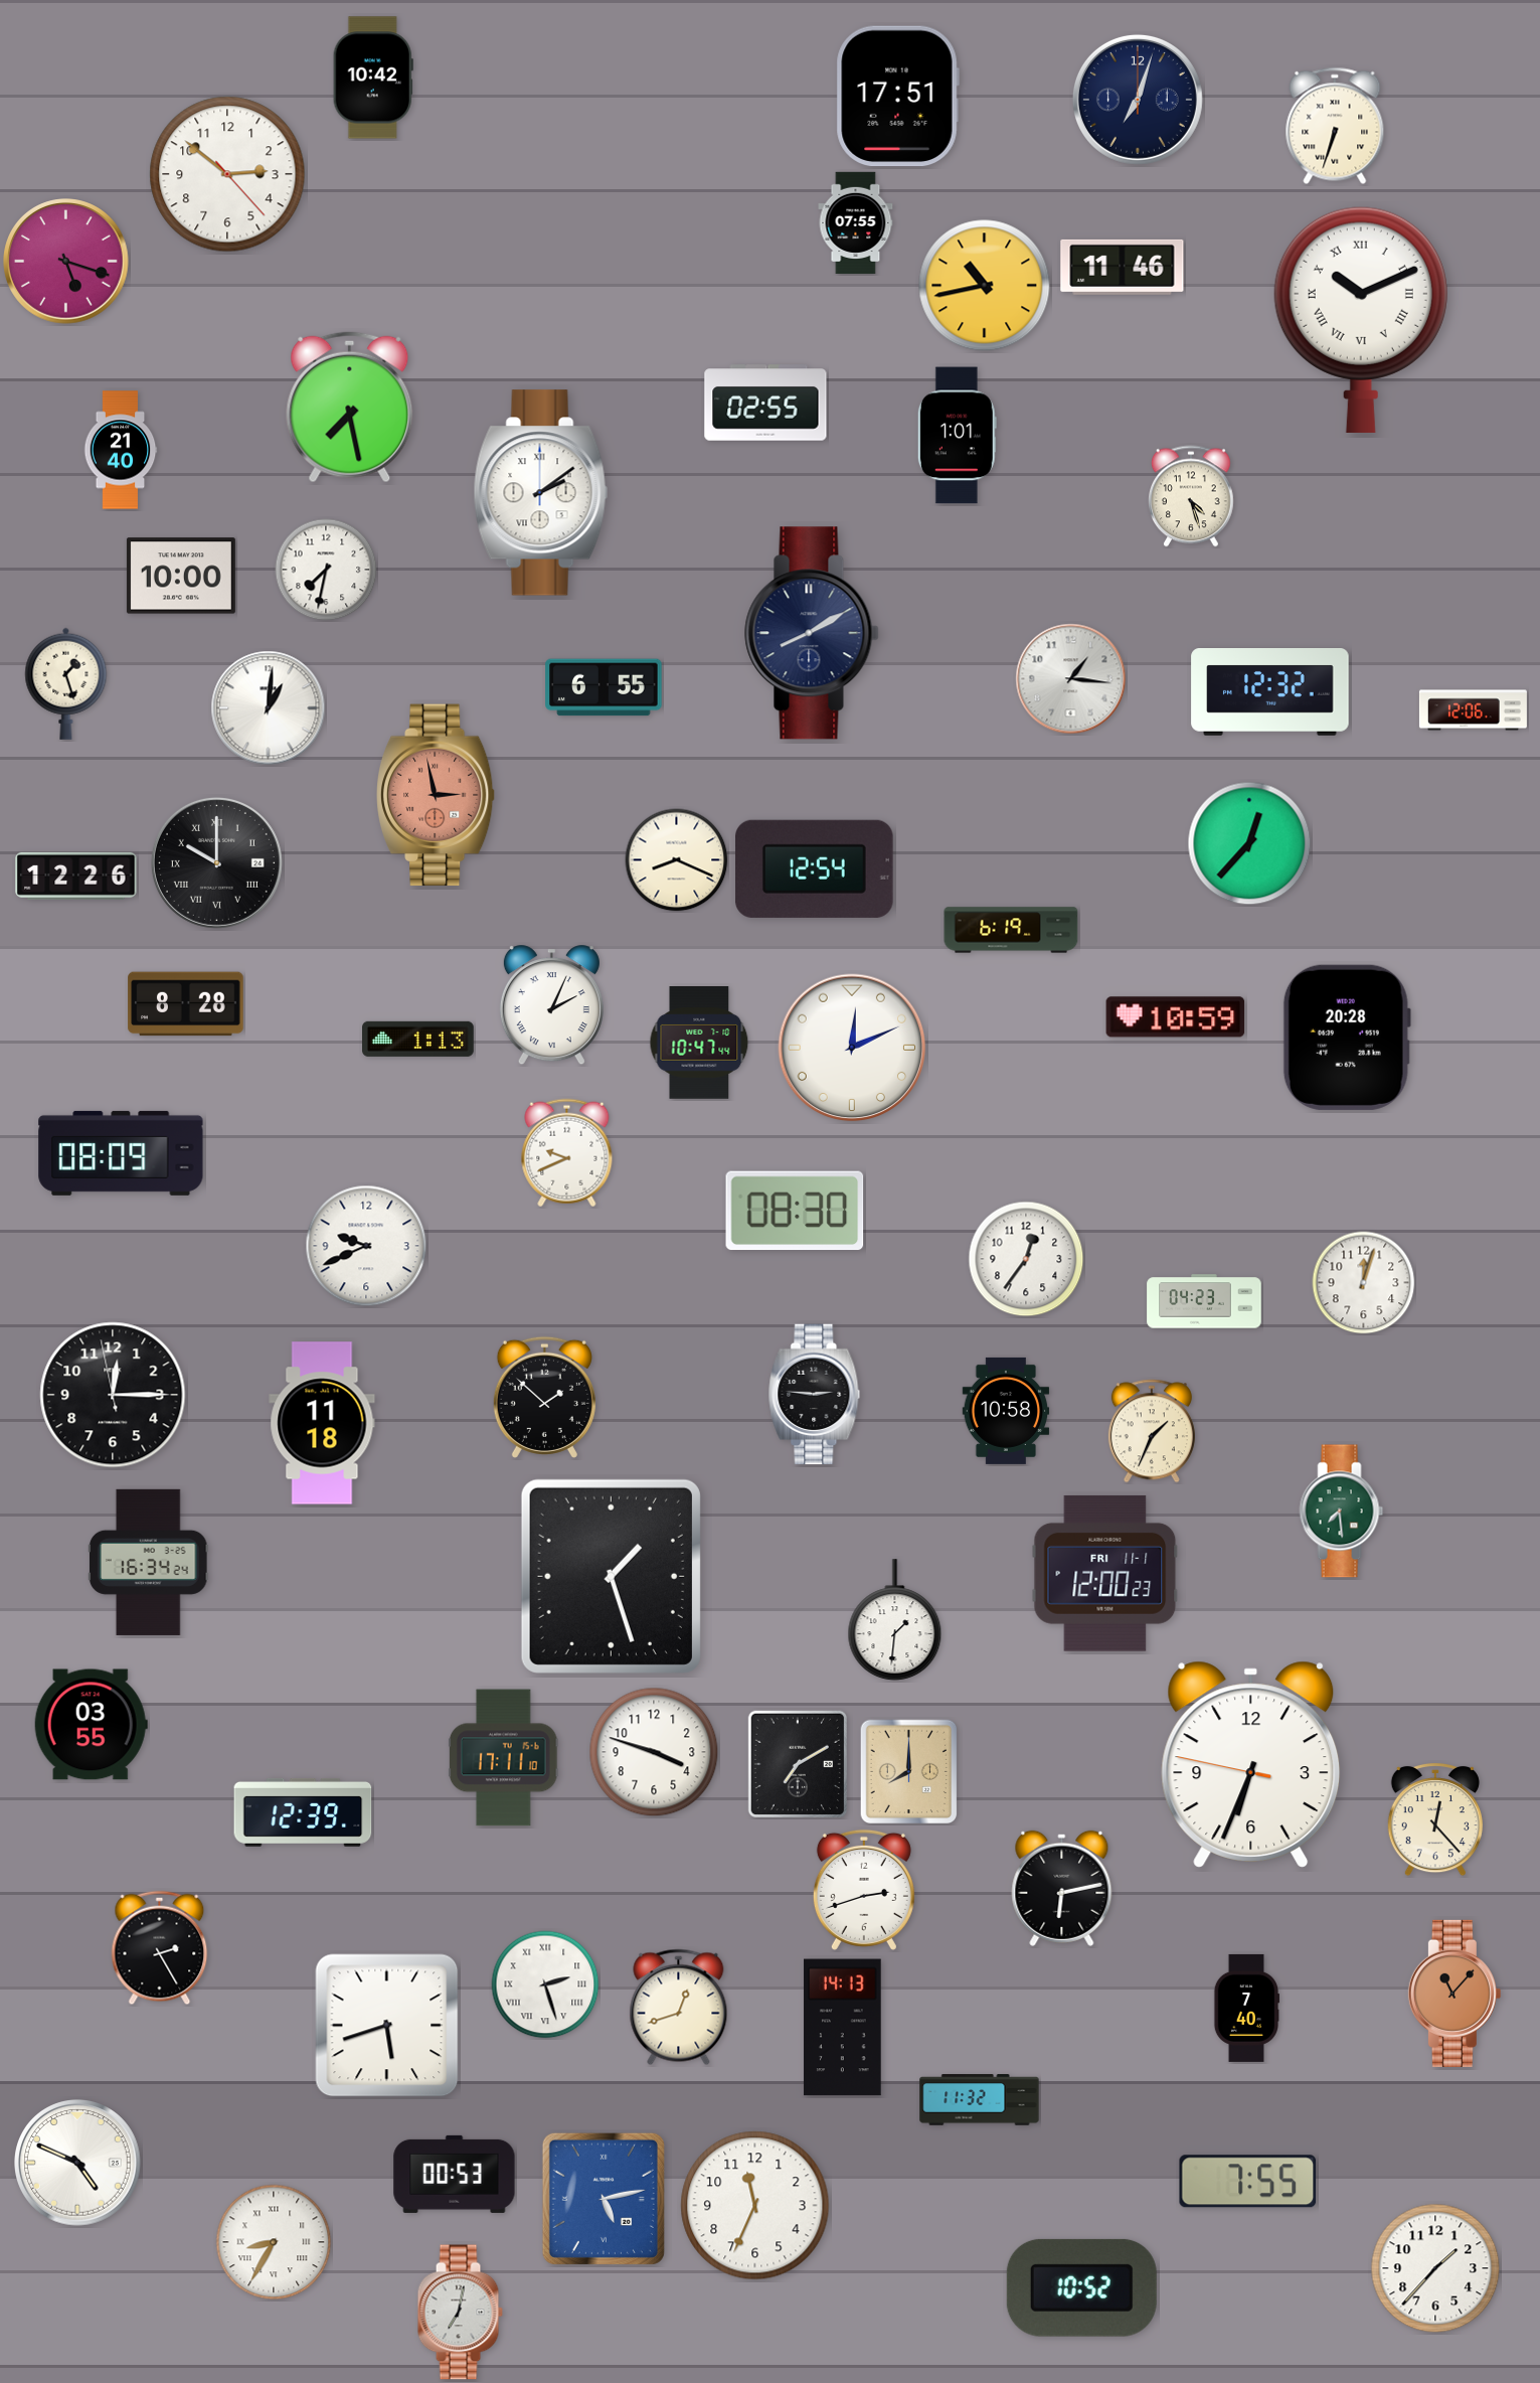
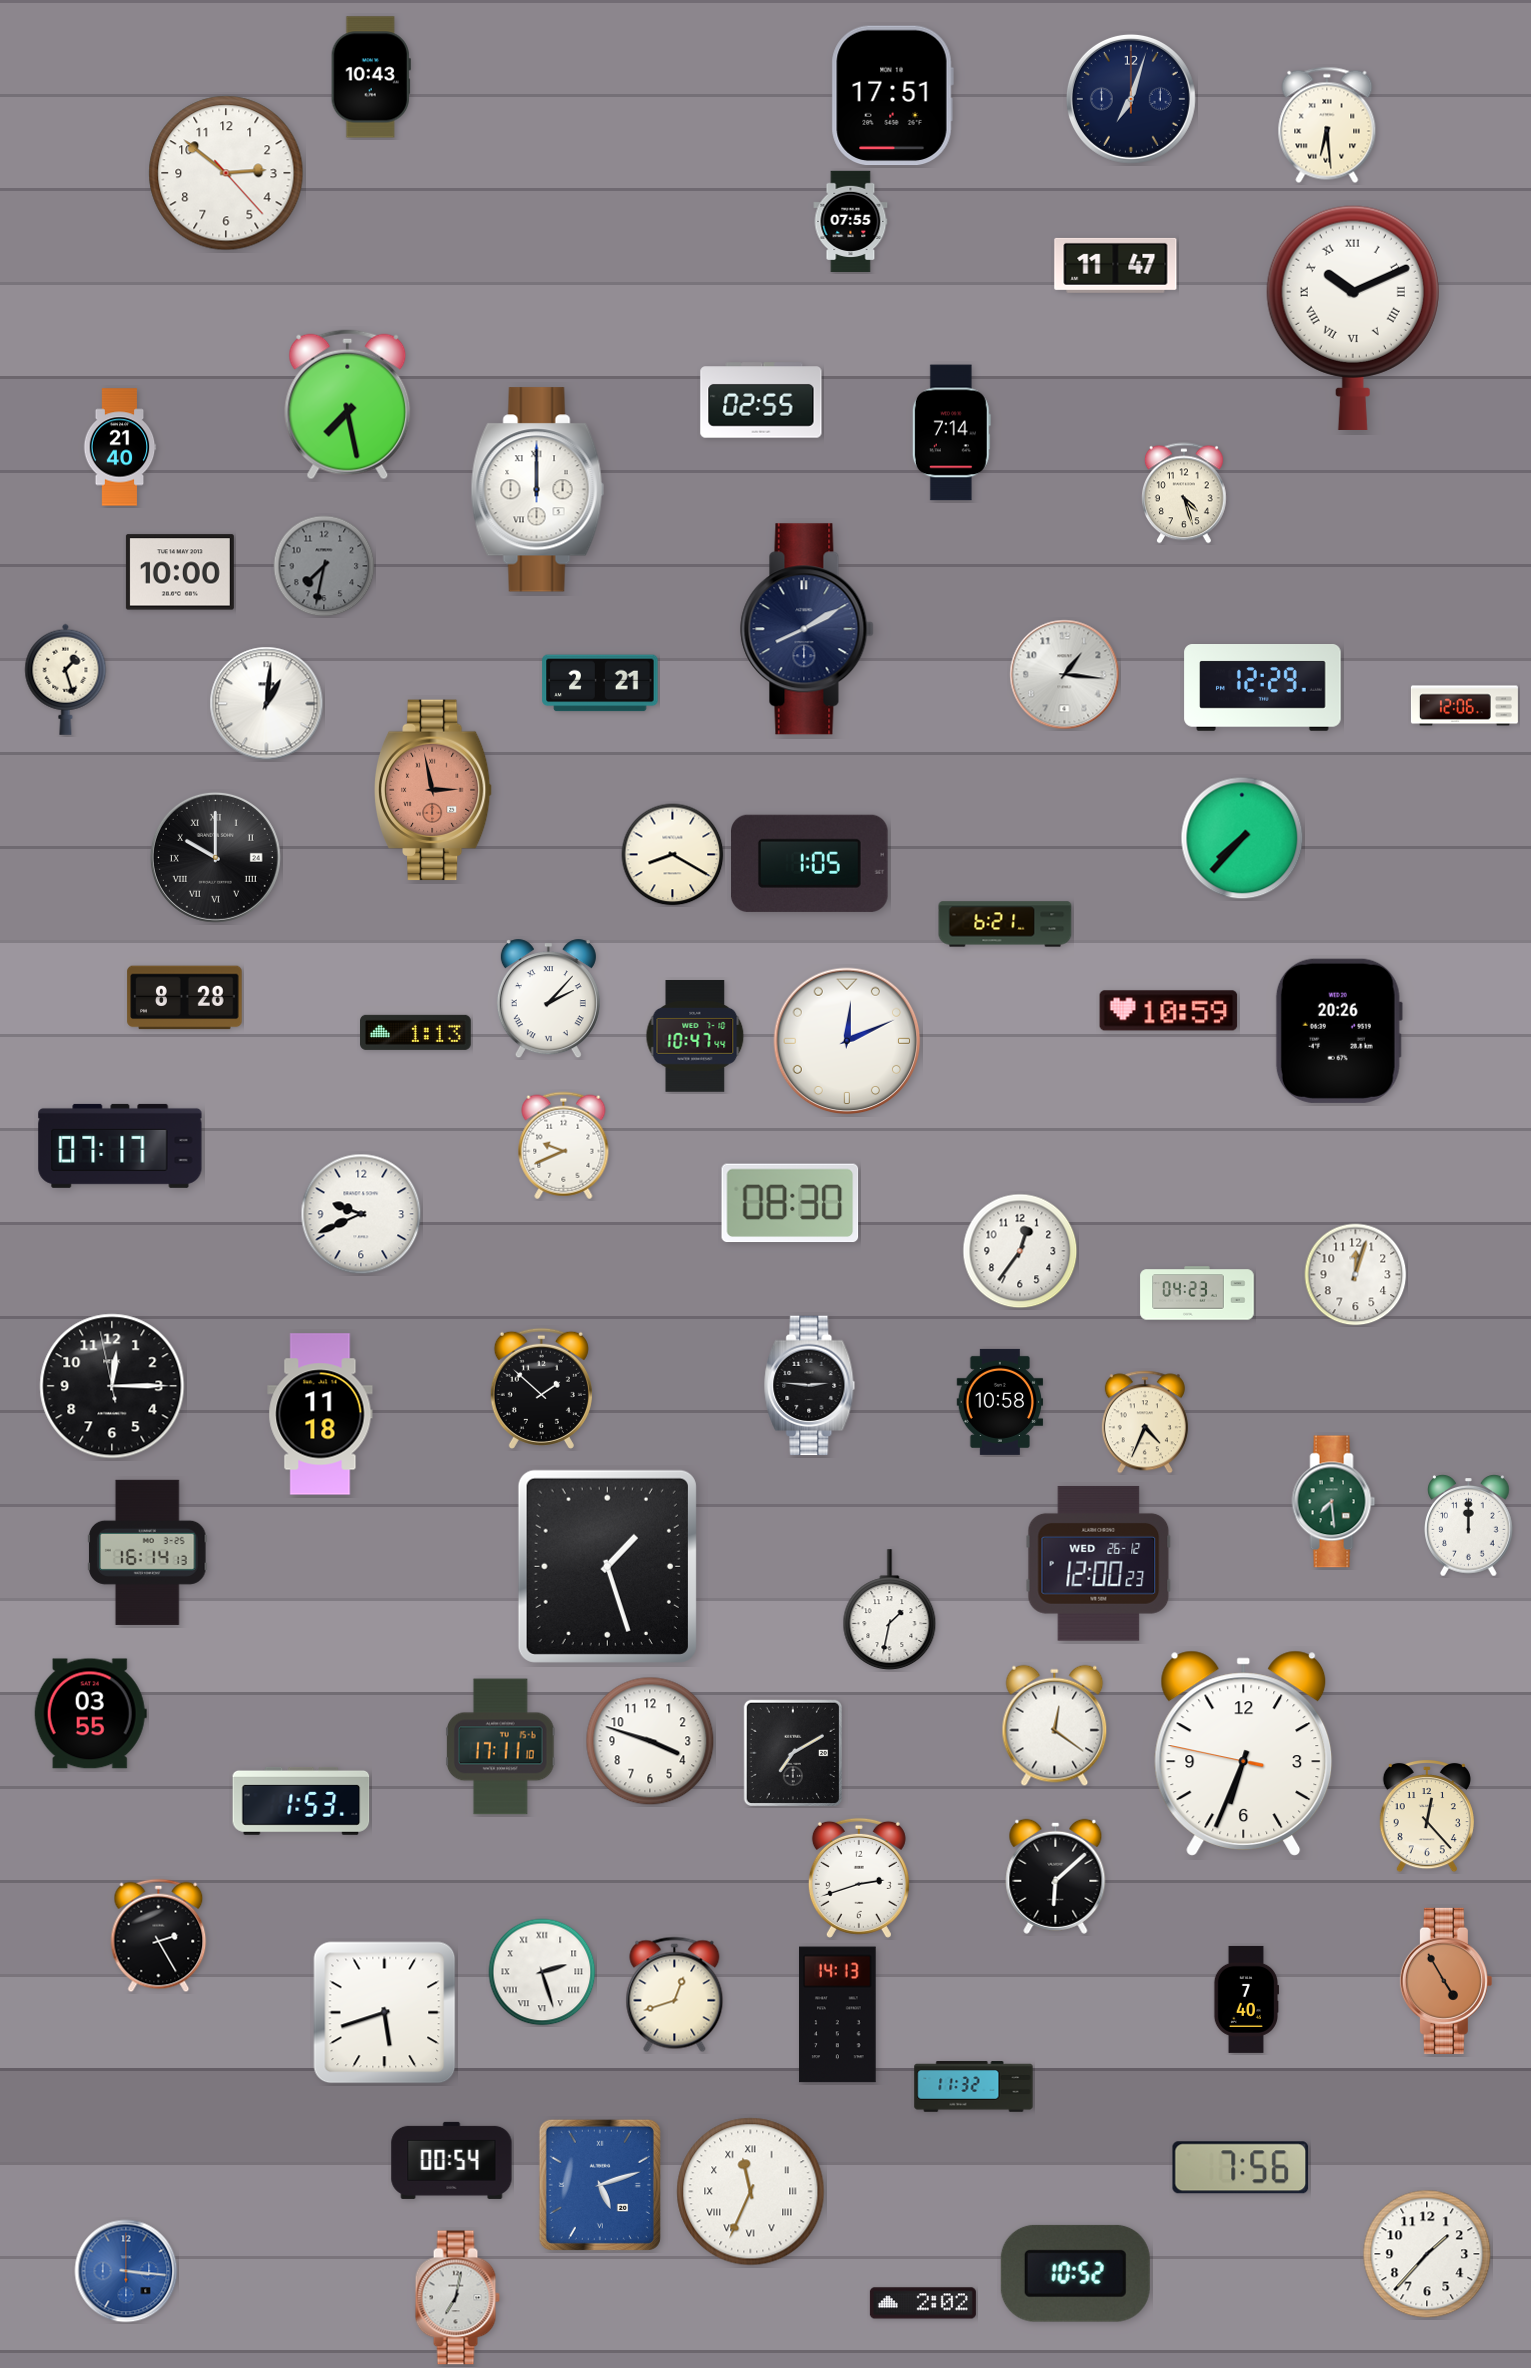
clock at (373, 77): 10:42 -> 10:43
clock at (1335, 126): 6:33 -> 6:29
clock at (66, 262): 5:18 -> none
clock at (1123, 267): 11:46 -> 11:47
clock at (985, 286): 10:43 -> none
clock at (957, 436): 1:01 -> 7:14
clock at (540, 493): 2:09 -> 12:00
clock at (326, 570) dial: white -> grey
clock at (604, 687): 6:55 -> 2:21
clock at (1270, 692): 12:32 -> 12:29
clock at (1249, 843): 12:37 -> 7:37
clock at (677, 860): 8:19 -> 8:20
clock at (815, 868): 12:54 -> 1:05
clock at (76, 876): 12:26 -> none
clock at (1011, 930): 6:19 -> 6:21
clock at (551, 1005): 2:04 -> 2:07
clock at (1347, 1038): 20:28 -> 20:26
clock at (121, 1153): 08:09 -> 07:17
clock at (366, 1246) position: (366, 1246) -> (361, 1214)
clock at (1152, 1431): 1:34 -> 4:34
clock at (1469, 1526): none -> 12:00
clock at (149, 1562): 16:34 -> 16:14
clock at (1105, 1573) date: FRI 11-1 -> WED 26-12
clock at (895, 1620): 1:31 -> 1:32
clock at (1055, 1726): none -> 12:21
clock at (909, 1772): 8:00 -> none
clock at (303, 1812): 12:39 -> 1:53
clock at (1435, 1819) position: (1435, 1819) -> (1427, 1816)
clock at (1062, 1888): 6:13 -> 6:08
clock at (1455, 1994): 11:07 -> 4:55
clock at (1245, 2008) position: (1245, 2008) -> (1245, 1999)
clock at (78, 2164): 4:49 -> none
clock at (455, 2174): 00:53 -> 00:54
clock at (1248, 2182): 7:55 -> 7:56
clock at (604, 2199): 5:13 -> 5:12
clock at (755, 2206) numerals: Arabic -> Roman
clock at (274, 2242): 8:35 -> none
clock at (126, 2271): none -> 3:16
clock at (923, 2303): none -> 2:02
